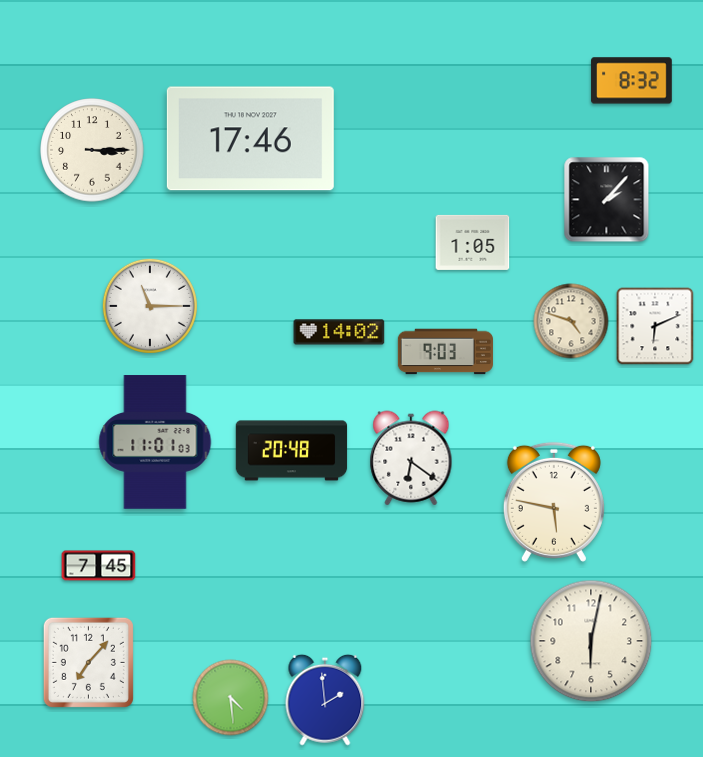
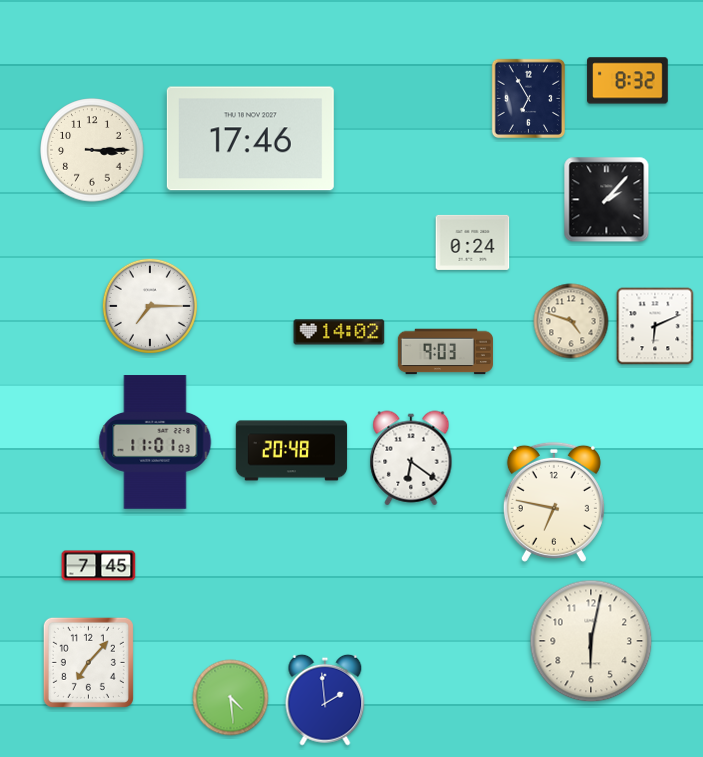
clock at (632, 81) position: (632, 81) -> (628, 81)
clock at (528, 98): none -> 6:55
clock at (473, 242): 1:05 -> 0:24
clock at (150, 306): 11:15 -> 7:15
clock at (554, 502): 5:47 -> 6:47
